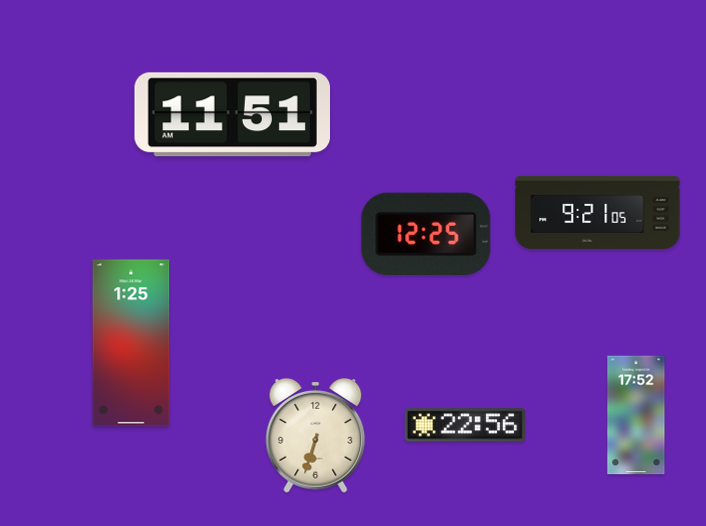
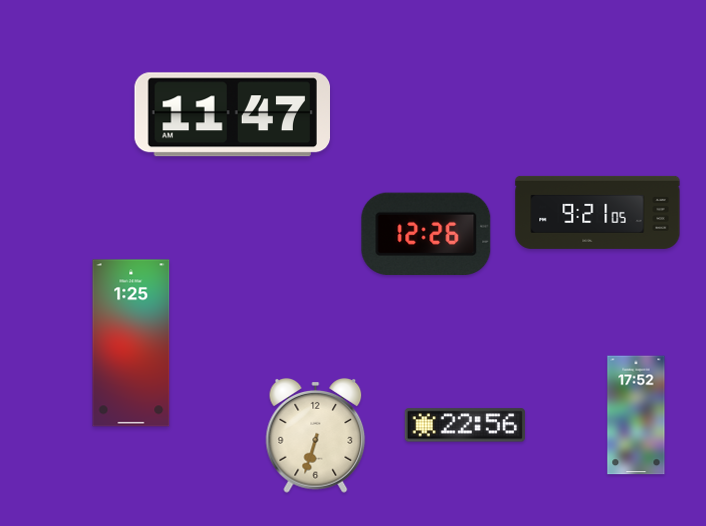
clock at (232, 115): 11:51 -> 11:47
clock at (426, 234): 12:25 -> 12:26
